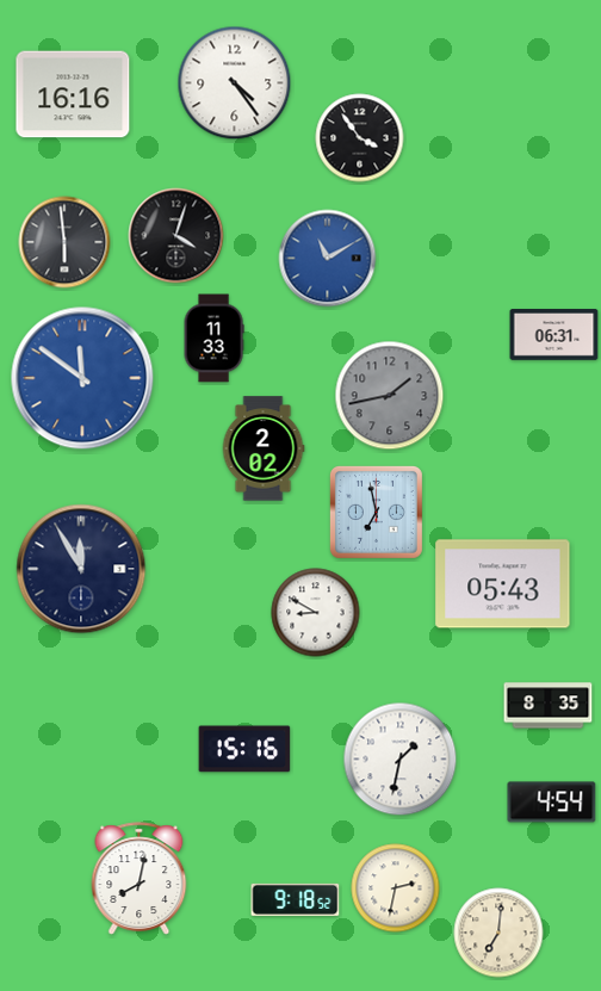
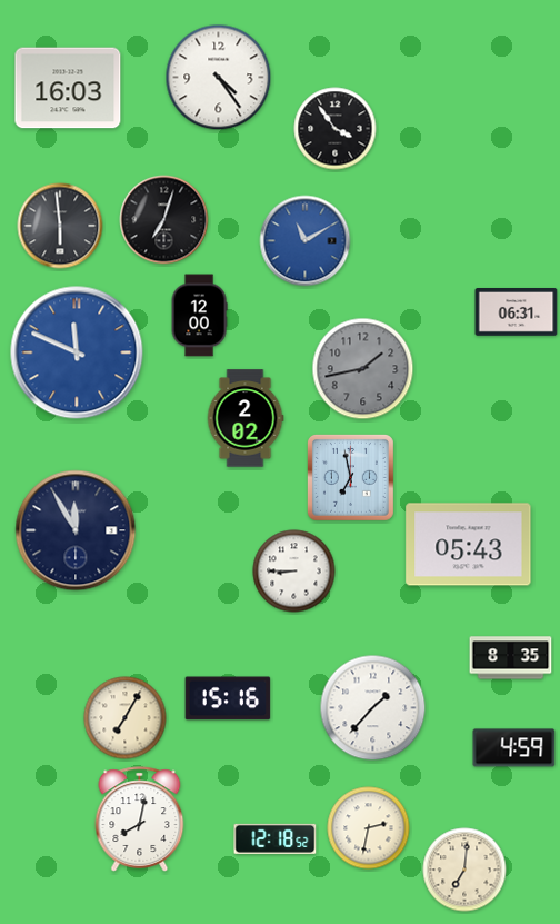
clock at (73, 94): 16:16 -> 16:03
clock at (176, 236): 4:03 -> 7:03
clock at (213, 339): 11:33 -> 12:00
clock at (82, 378): 11:51 -> 11:49
clock at (316, 613): 8:50 -> 8:45
clock at (401, 760): 1:32 -> 1:37
clock at (126, 718): none -> 7:05
clock at (552, 803): 4:54 -> 4:59
clock at (140, 879) position: (140, 879) -> (140, 819)
clock at (296, 899): 9:18 -> 12:18
